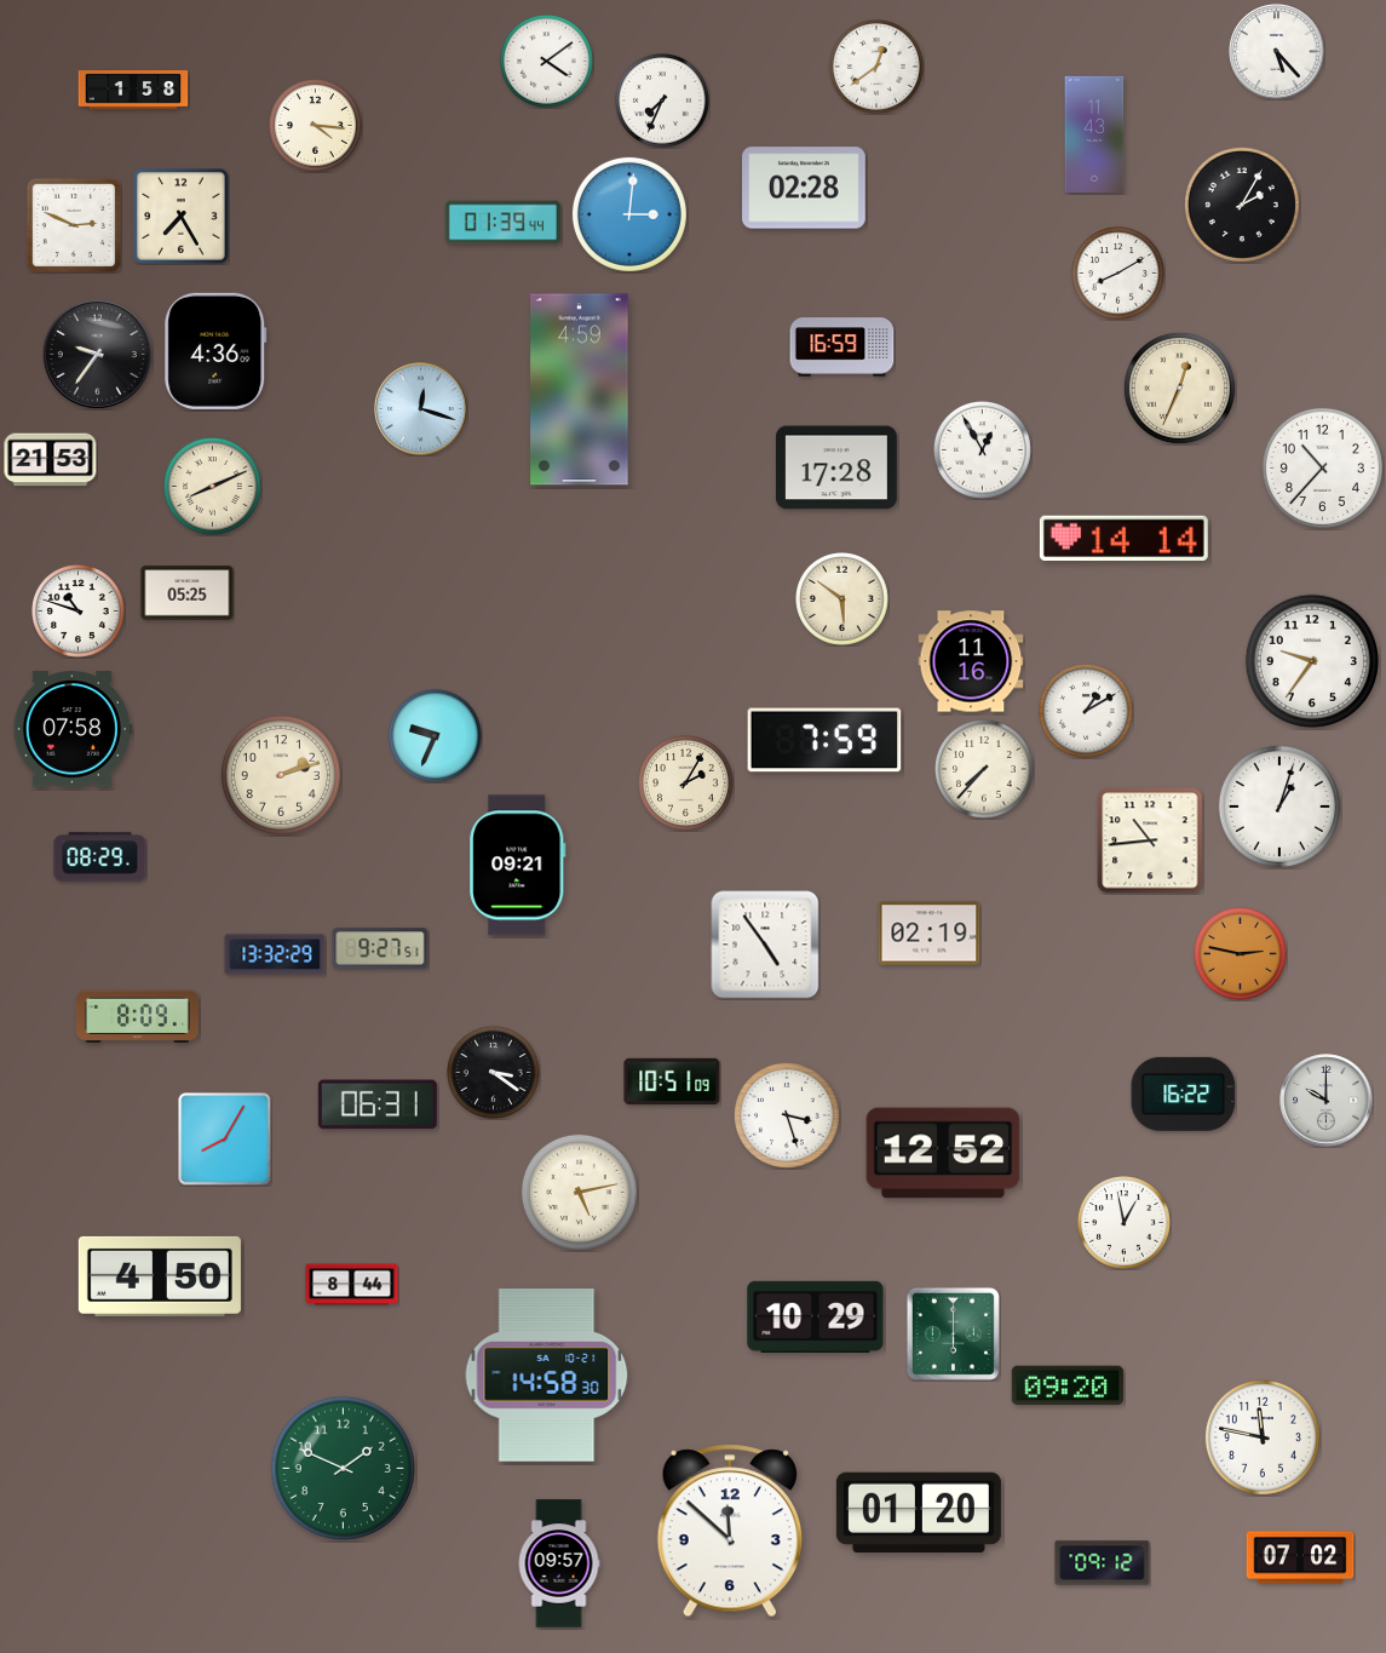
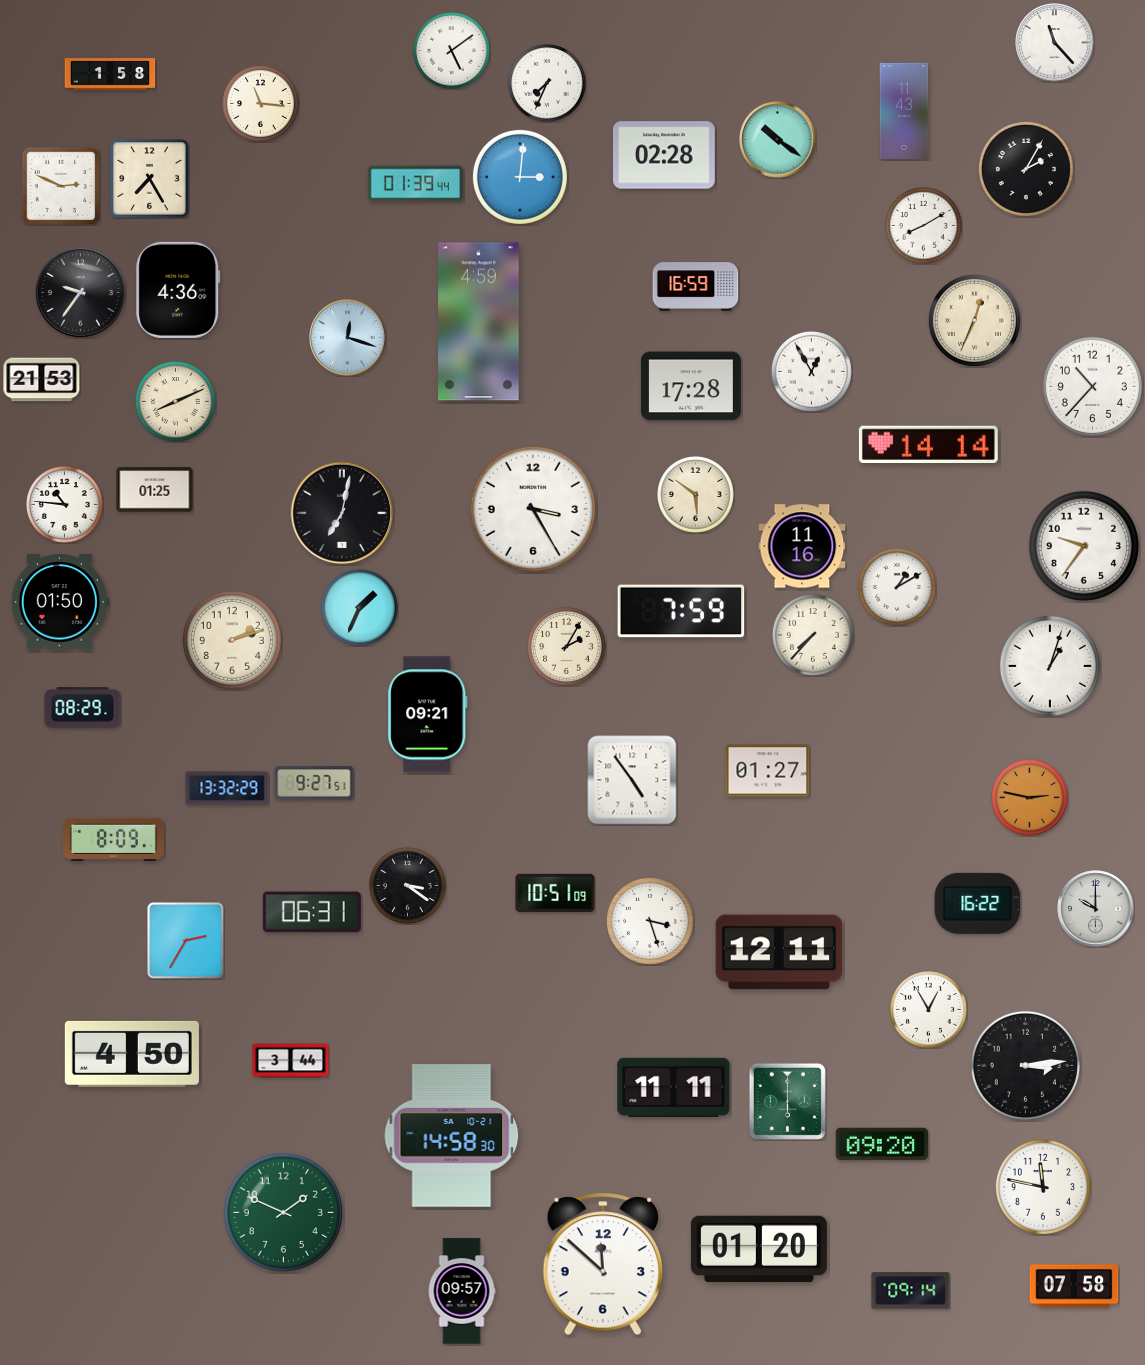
clock at (1277, 52): 5:23 -> 11:23
clock at (547, 62): 4:09 -> 5:09
clock at (878, 68): 12:39 -> none
clock at (316, 126): 4:16 -> 11:16
clock at (778, 140): none -> 10:21
clock at (188, 593): 05:25 -> 01:25
clock at (79, 612): 10:48 -> 10:46
clock at (533, 509): none -> 3:25
clock at (342, 513): none -> 7:02
clock at (73, 729): 07:58 -> 01:50
clock at (436, 736): 9:34 -> 1:34
clock at (1279, 807) position: (1279, 807) -> (1050, 666)
clock at (1150, 840): 10:44 -> none
clock at (930, 934): 02:19 -> 01:27
clock at (1241, 954) position: (1241, 954) -> (1030, 798)
clock at (225, 1140): 8:05 -> 2:35
clock at (943, 1153): 12:52 -> 12:11
clock at (579, 1192): 5:13 -> none
clock at (1125, 1223): 12:58 -> 12:55
clock at (352, 1285): 8:44 -> 3:44
clock at (1025, 1065): none -> 3:14
clock at (816, 1316): 10:29 -> 11:11
clock at (1300, 1557): 07:02 -> 07:58
clock at (1103, 1563): 09:12 -> 09:14
